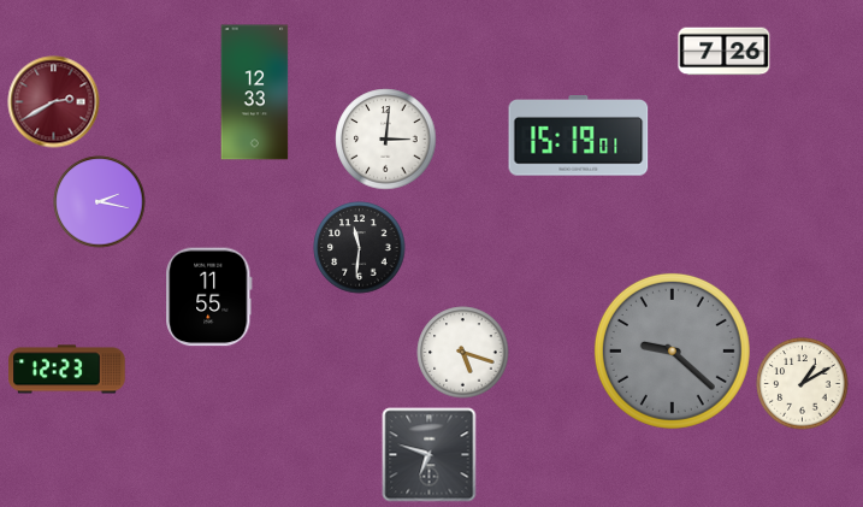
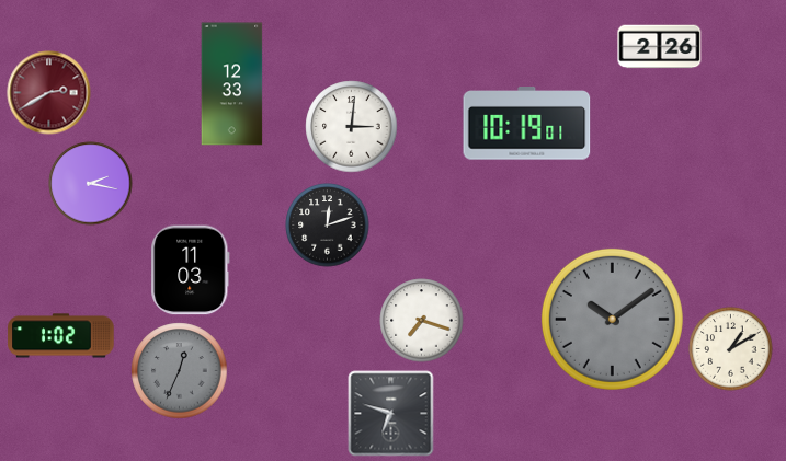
clock at (725, 52): 7:26 -> 2:26
clock at (579, 136): 15:19 -> 10:19
clock at (360, 248): 11:31 -> 12:12
clock at (209, 297): 11:55 -> 11:03
clock at (672, 350): 9:22 -> 10:09
clock at (463, 353): 5:18 -> 7:18
clock at (67, 370): 12:23 -> 1:02
clock at (180, 371): none -> 12:34
